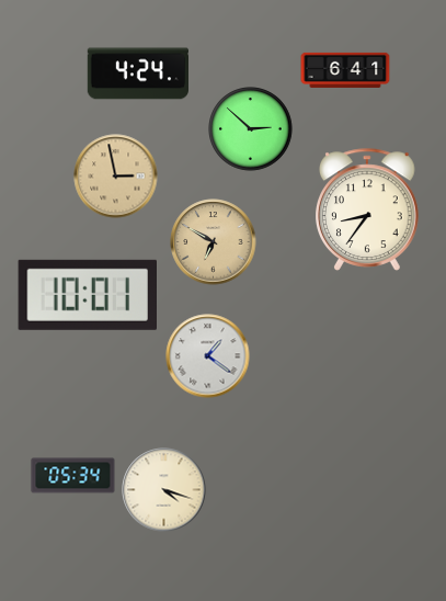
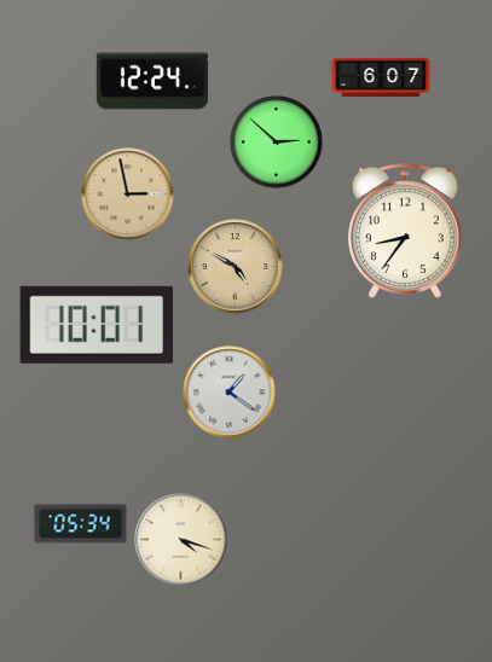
clock at (345, 70): 6:41 -> 6:07
clock at (137, 73): 4:24 -> 12:24
clock at (214, 242): 6:50 -> 4:50
